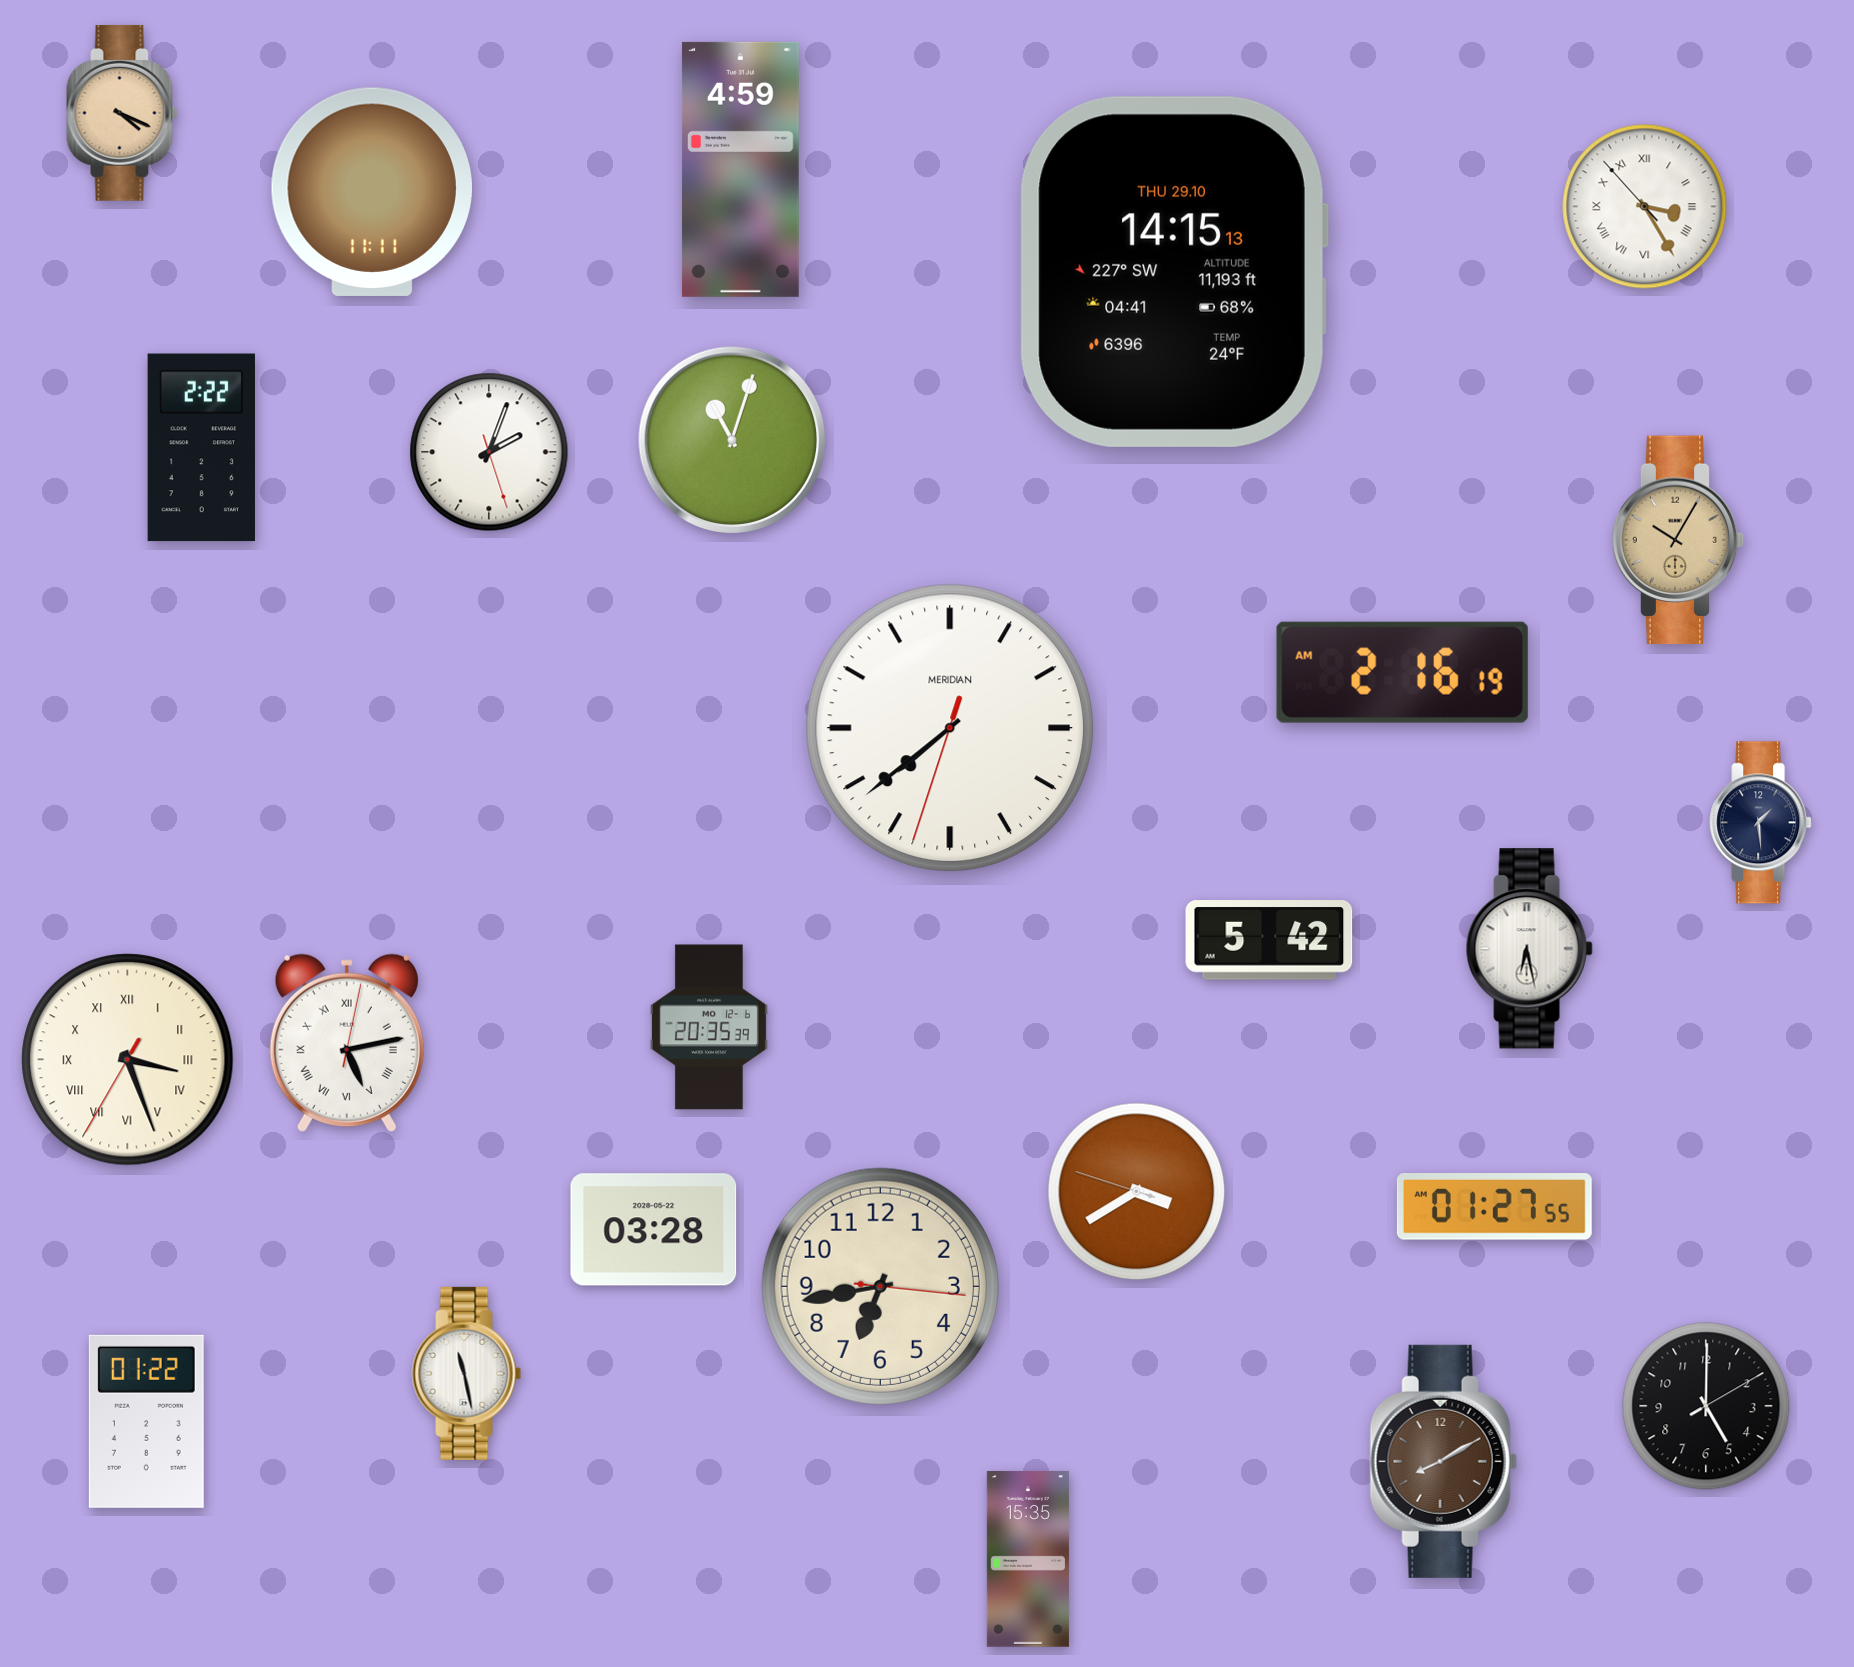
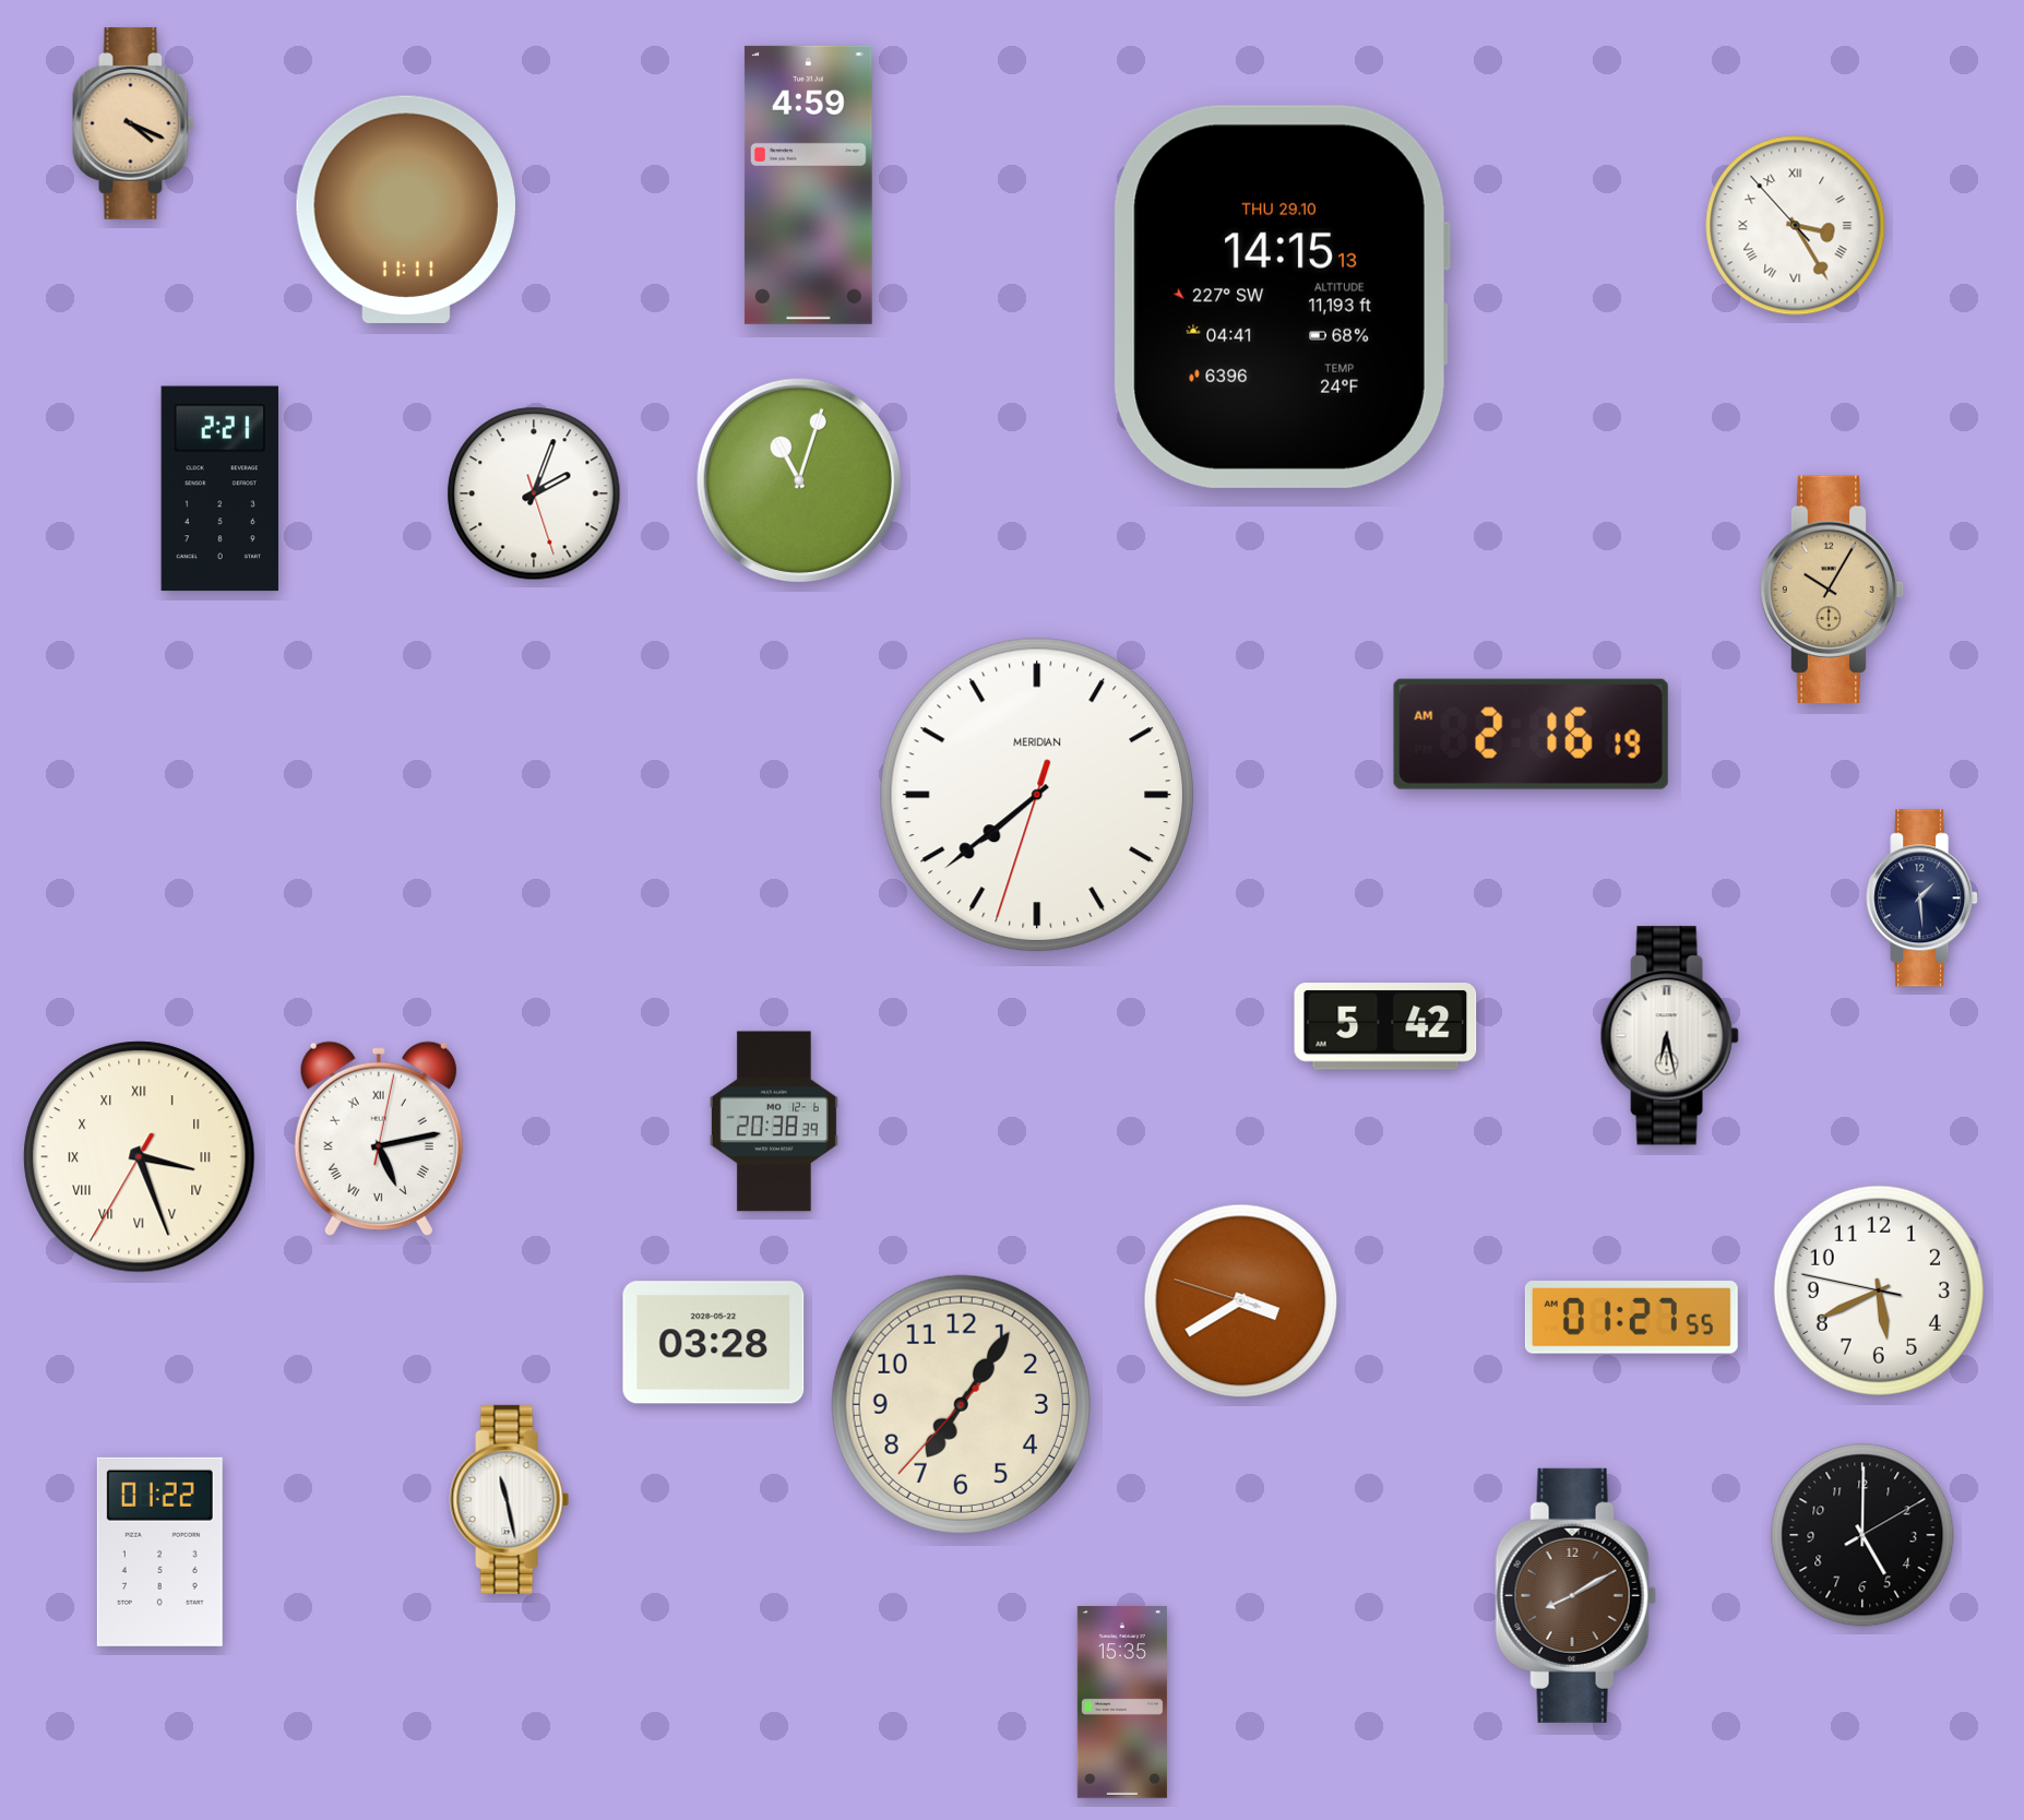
clock at (201, 448): 2:22 -> 2:21
clock at (709, 1027): 20:35 -> 20:38
clock at (1879, 1290): none -> 5:40
clock at (880, 1286): 6:43 -> 7:05
